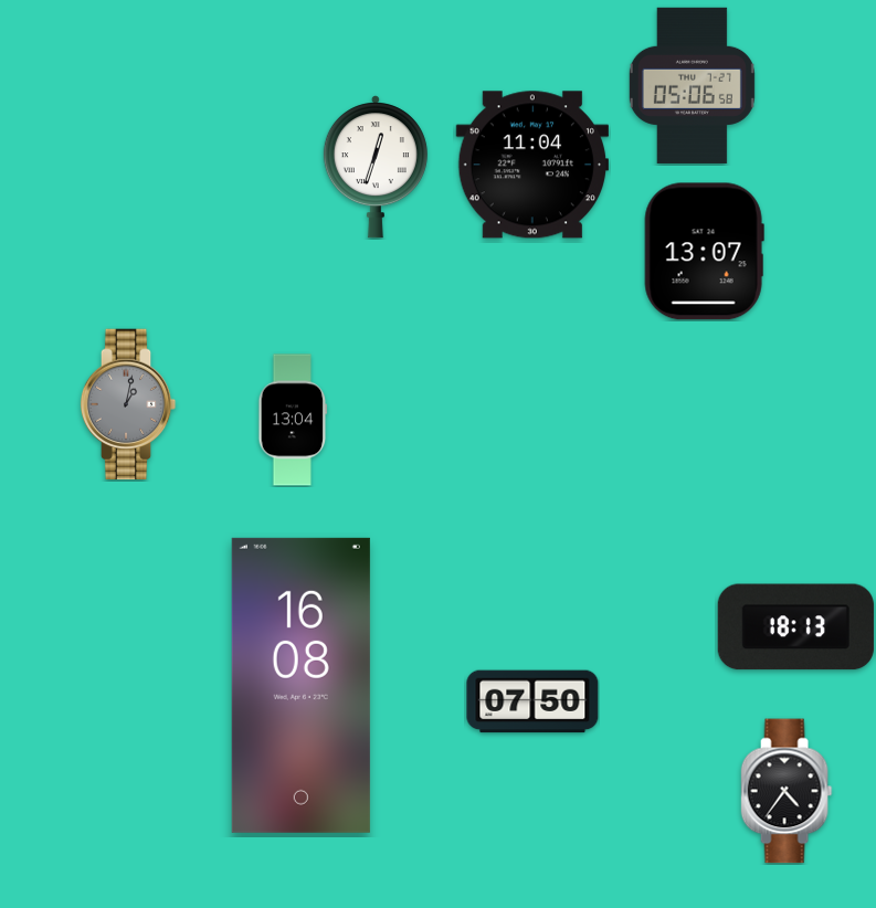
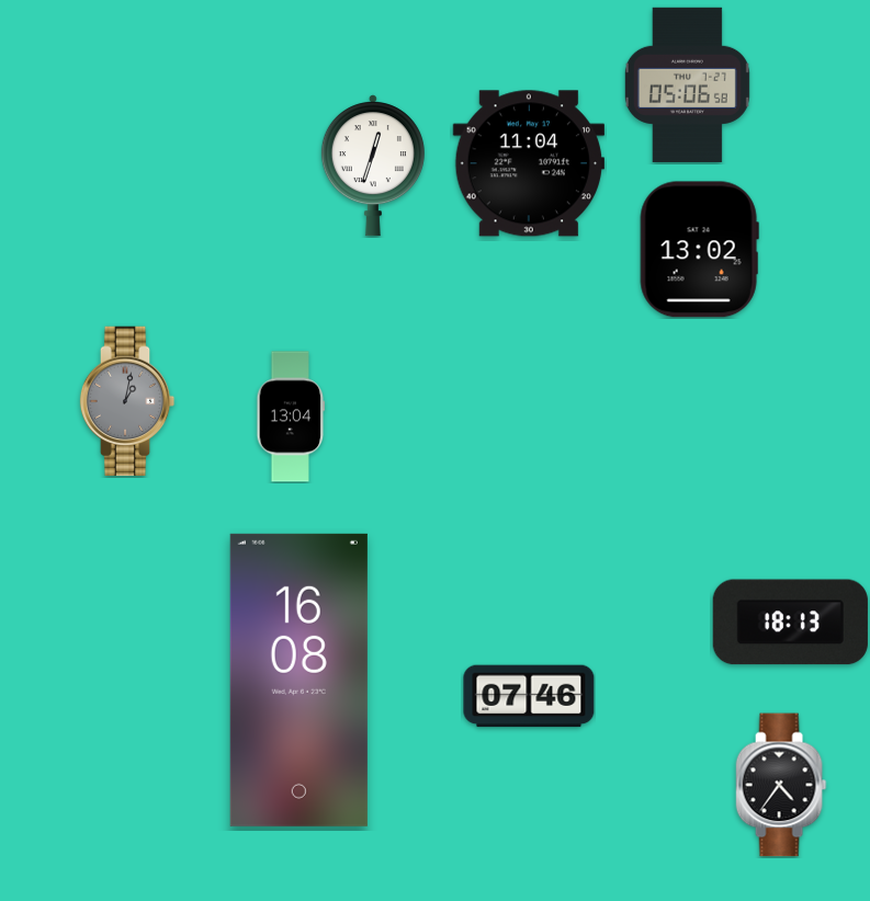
clock at (704, 252): 13:07 -> 13:02
clock at (532, 701): 07:50 -> 07:46
